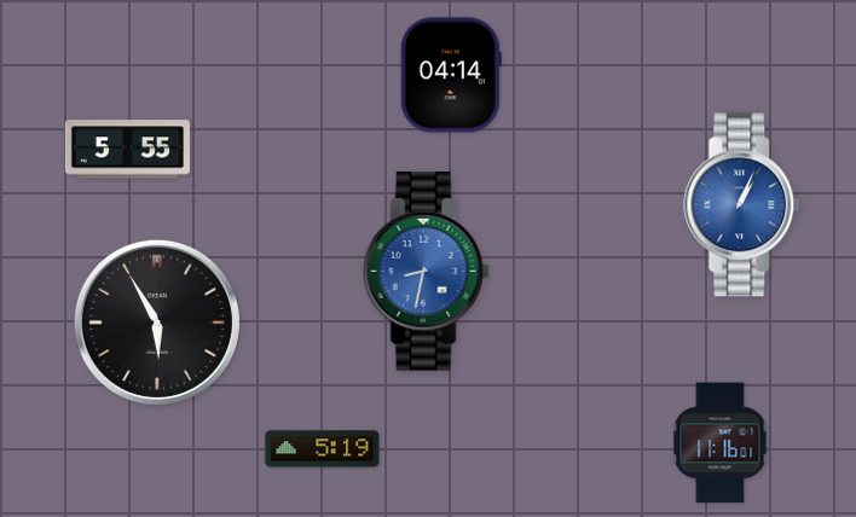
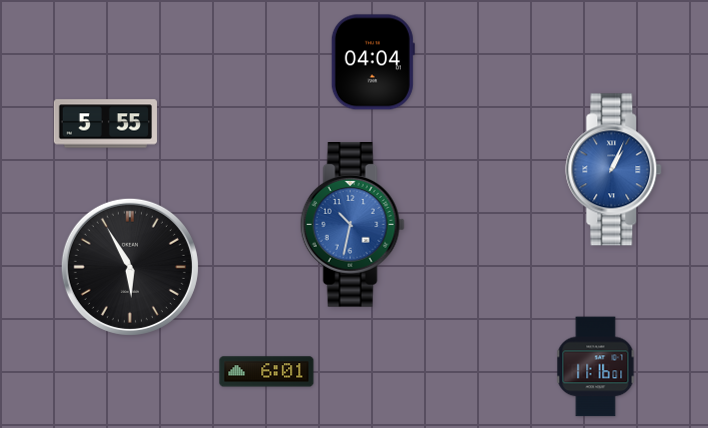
clock at (451, 75): 04:14 -> 04:04
clock at (426, 272): 8:32 -> 10:32
clock at (323, 449): 5:19 -> 6:01
